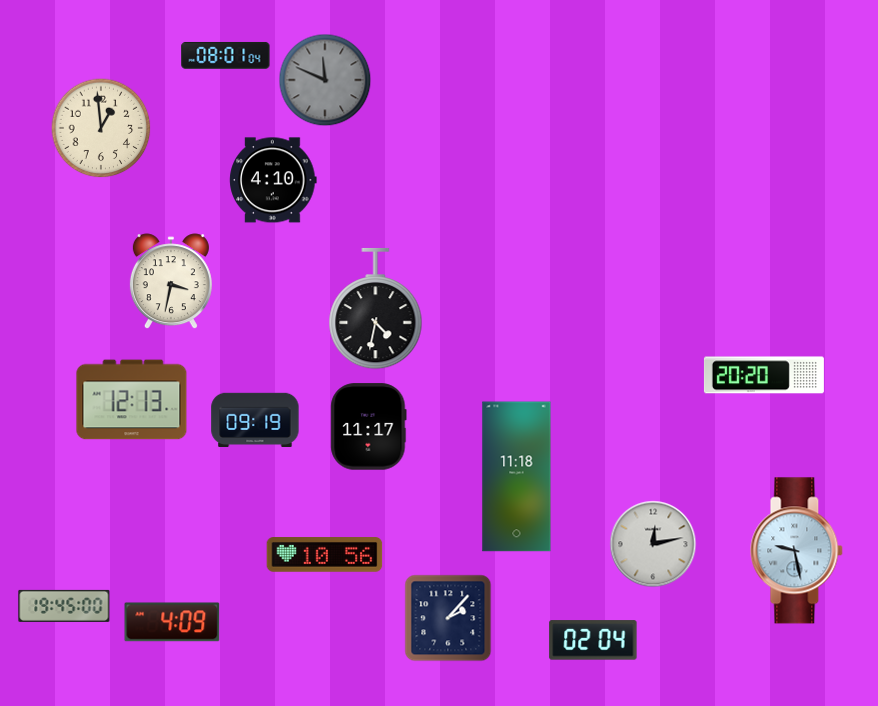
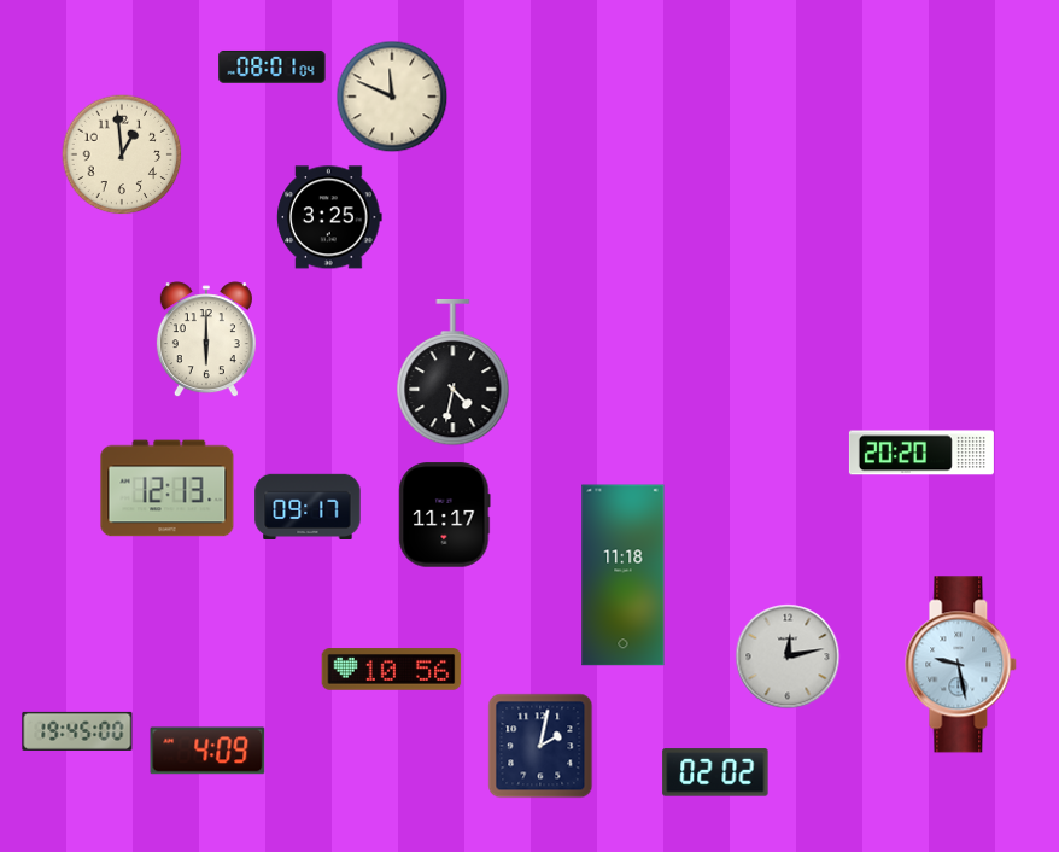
clock at (325, 80) dial: grey -> cream
clock at (273, 180): 4:10 -> 3:25
clock at (171, 282): 3:32 -> 6:00
clock at (132, 400) position: (132, 400) -> (168, 489)
clock at (255, 419): 09:19 -> 09:17
clock at (448, 618): 2:07 -> 2:02
clock at (593, 640): 02:04 -> 02:02
